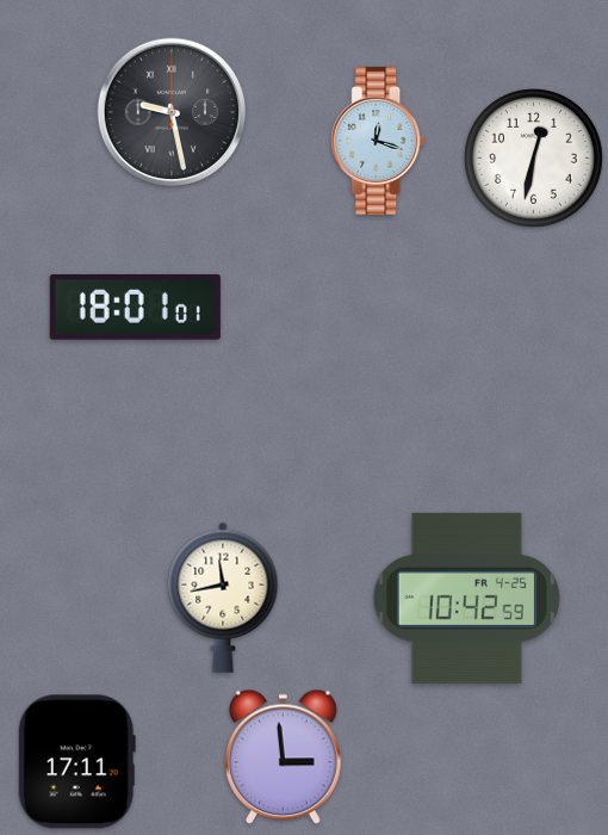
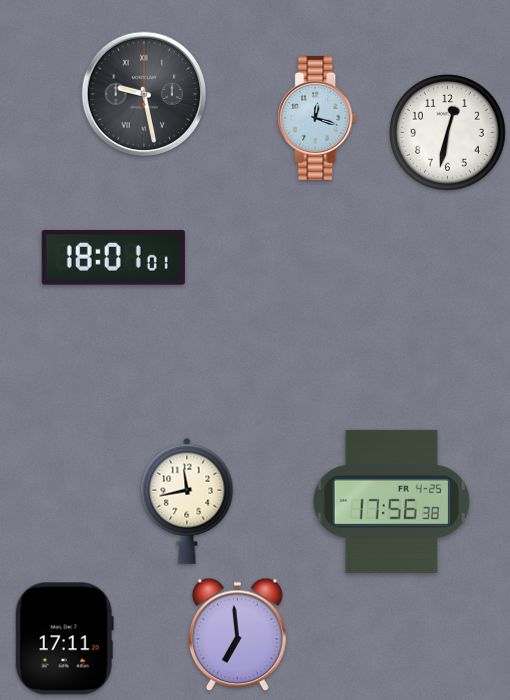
clock at (466, 598): 10:42 -> 17:56
clock at (284, 757): 2:59 -> 6:59
